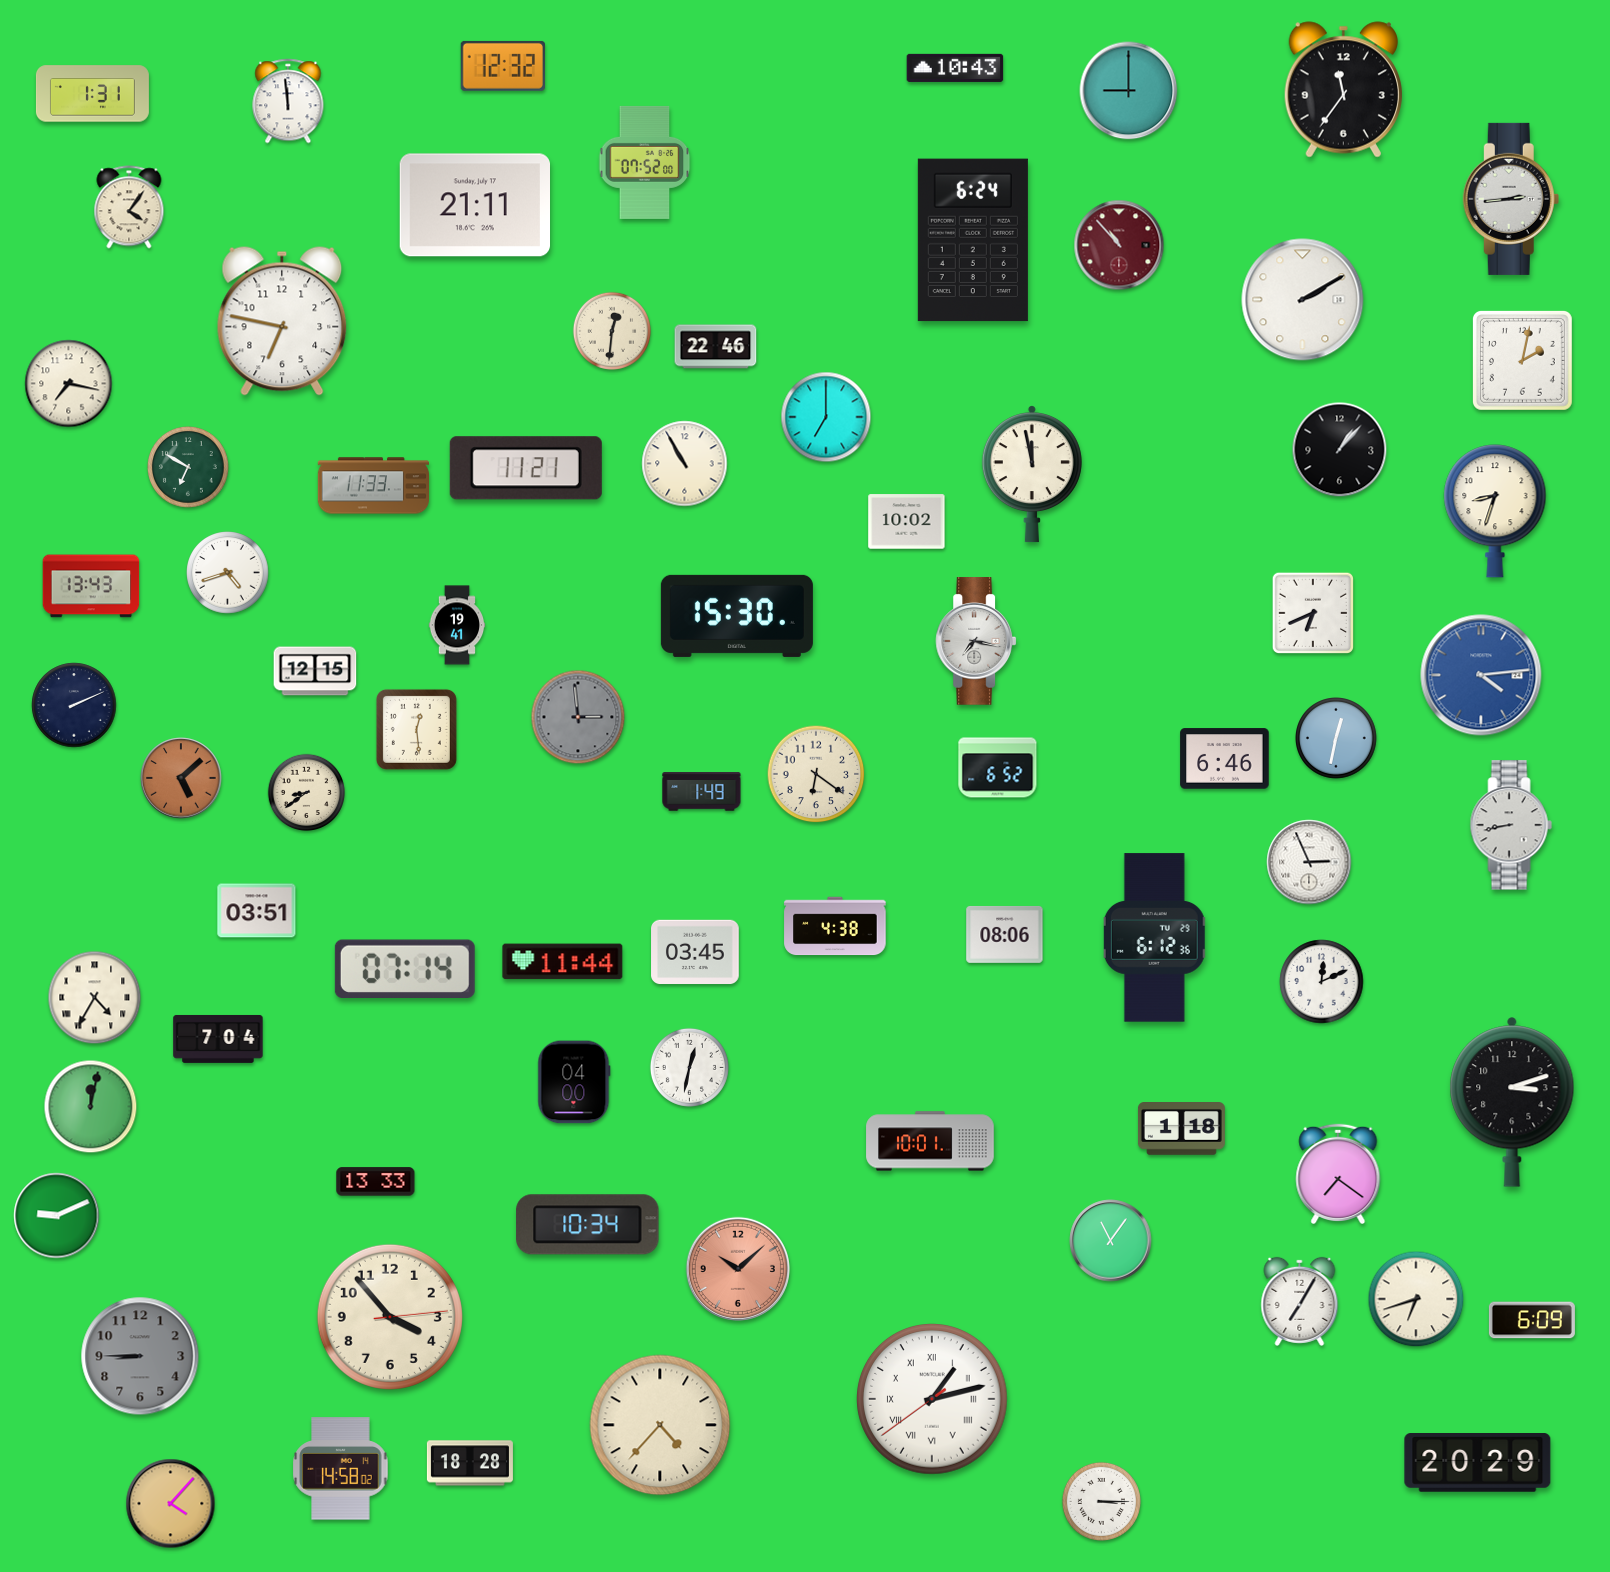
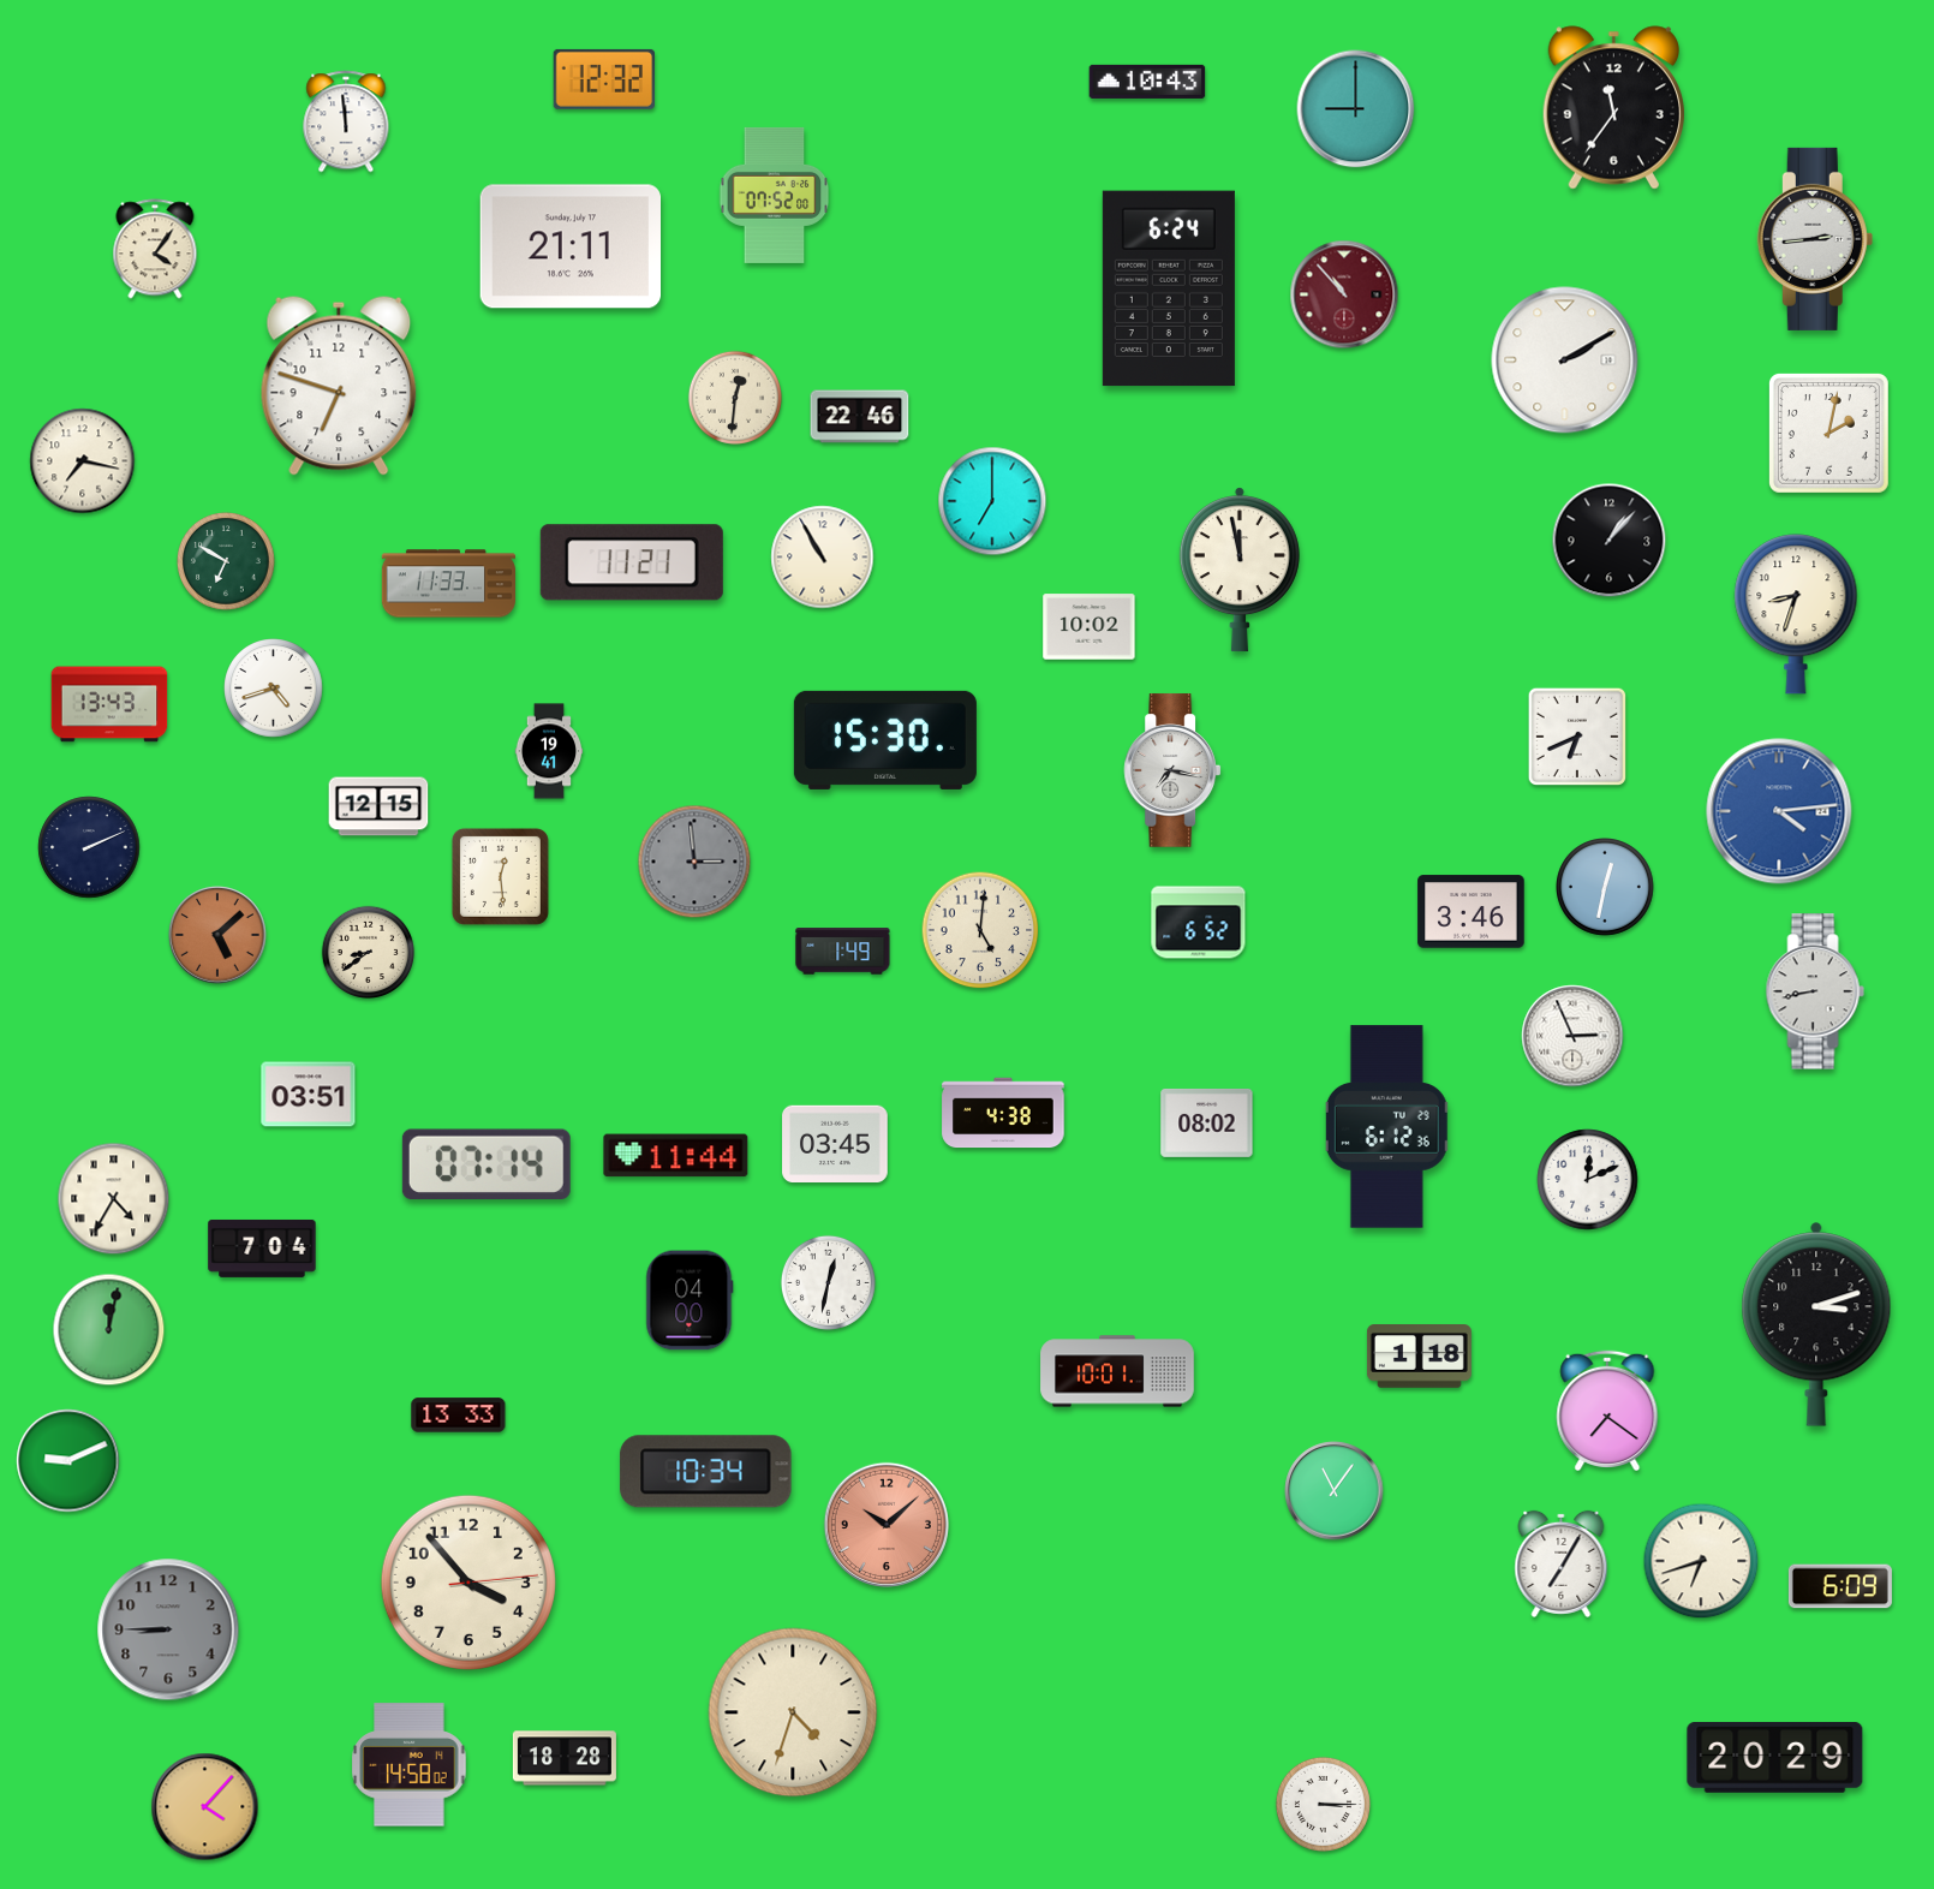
clock at (92, 94): 1:31 -> none
clock at (282, 321): 6:47 -> 6:48
clock at (1225, 759): 6:46 -> 3:46
clock at (816, 774): 6:21 -> 5:01
clock at (1005, 934): 08:06 -> 08:02
clock at (376, 1182) position: (376, 1182) -> (459, 1416)
clock at (933, 1400): 1:12 -> none
clock at (660, 1425): 4:37 -> 4:33
